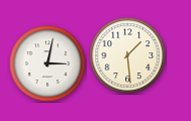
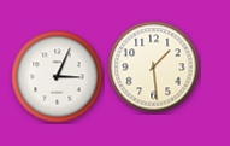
clock at (48, 64): 3:02 -> 3:04
